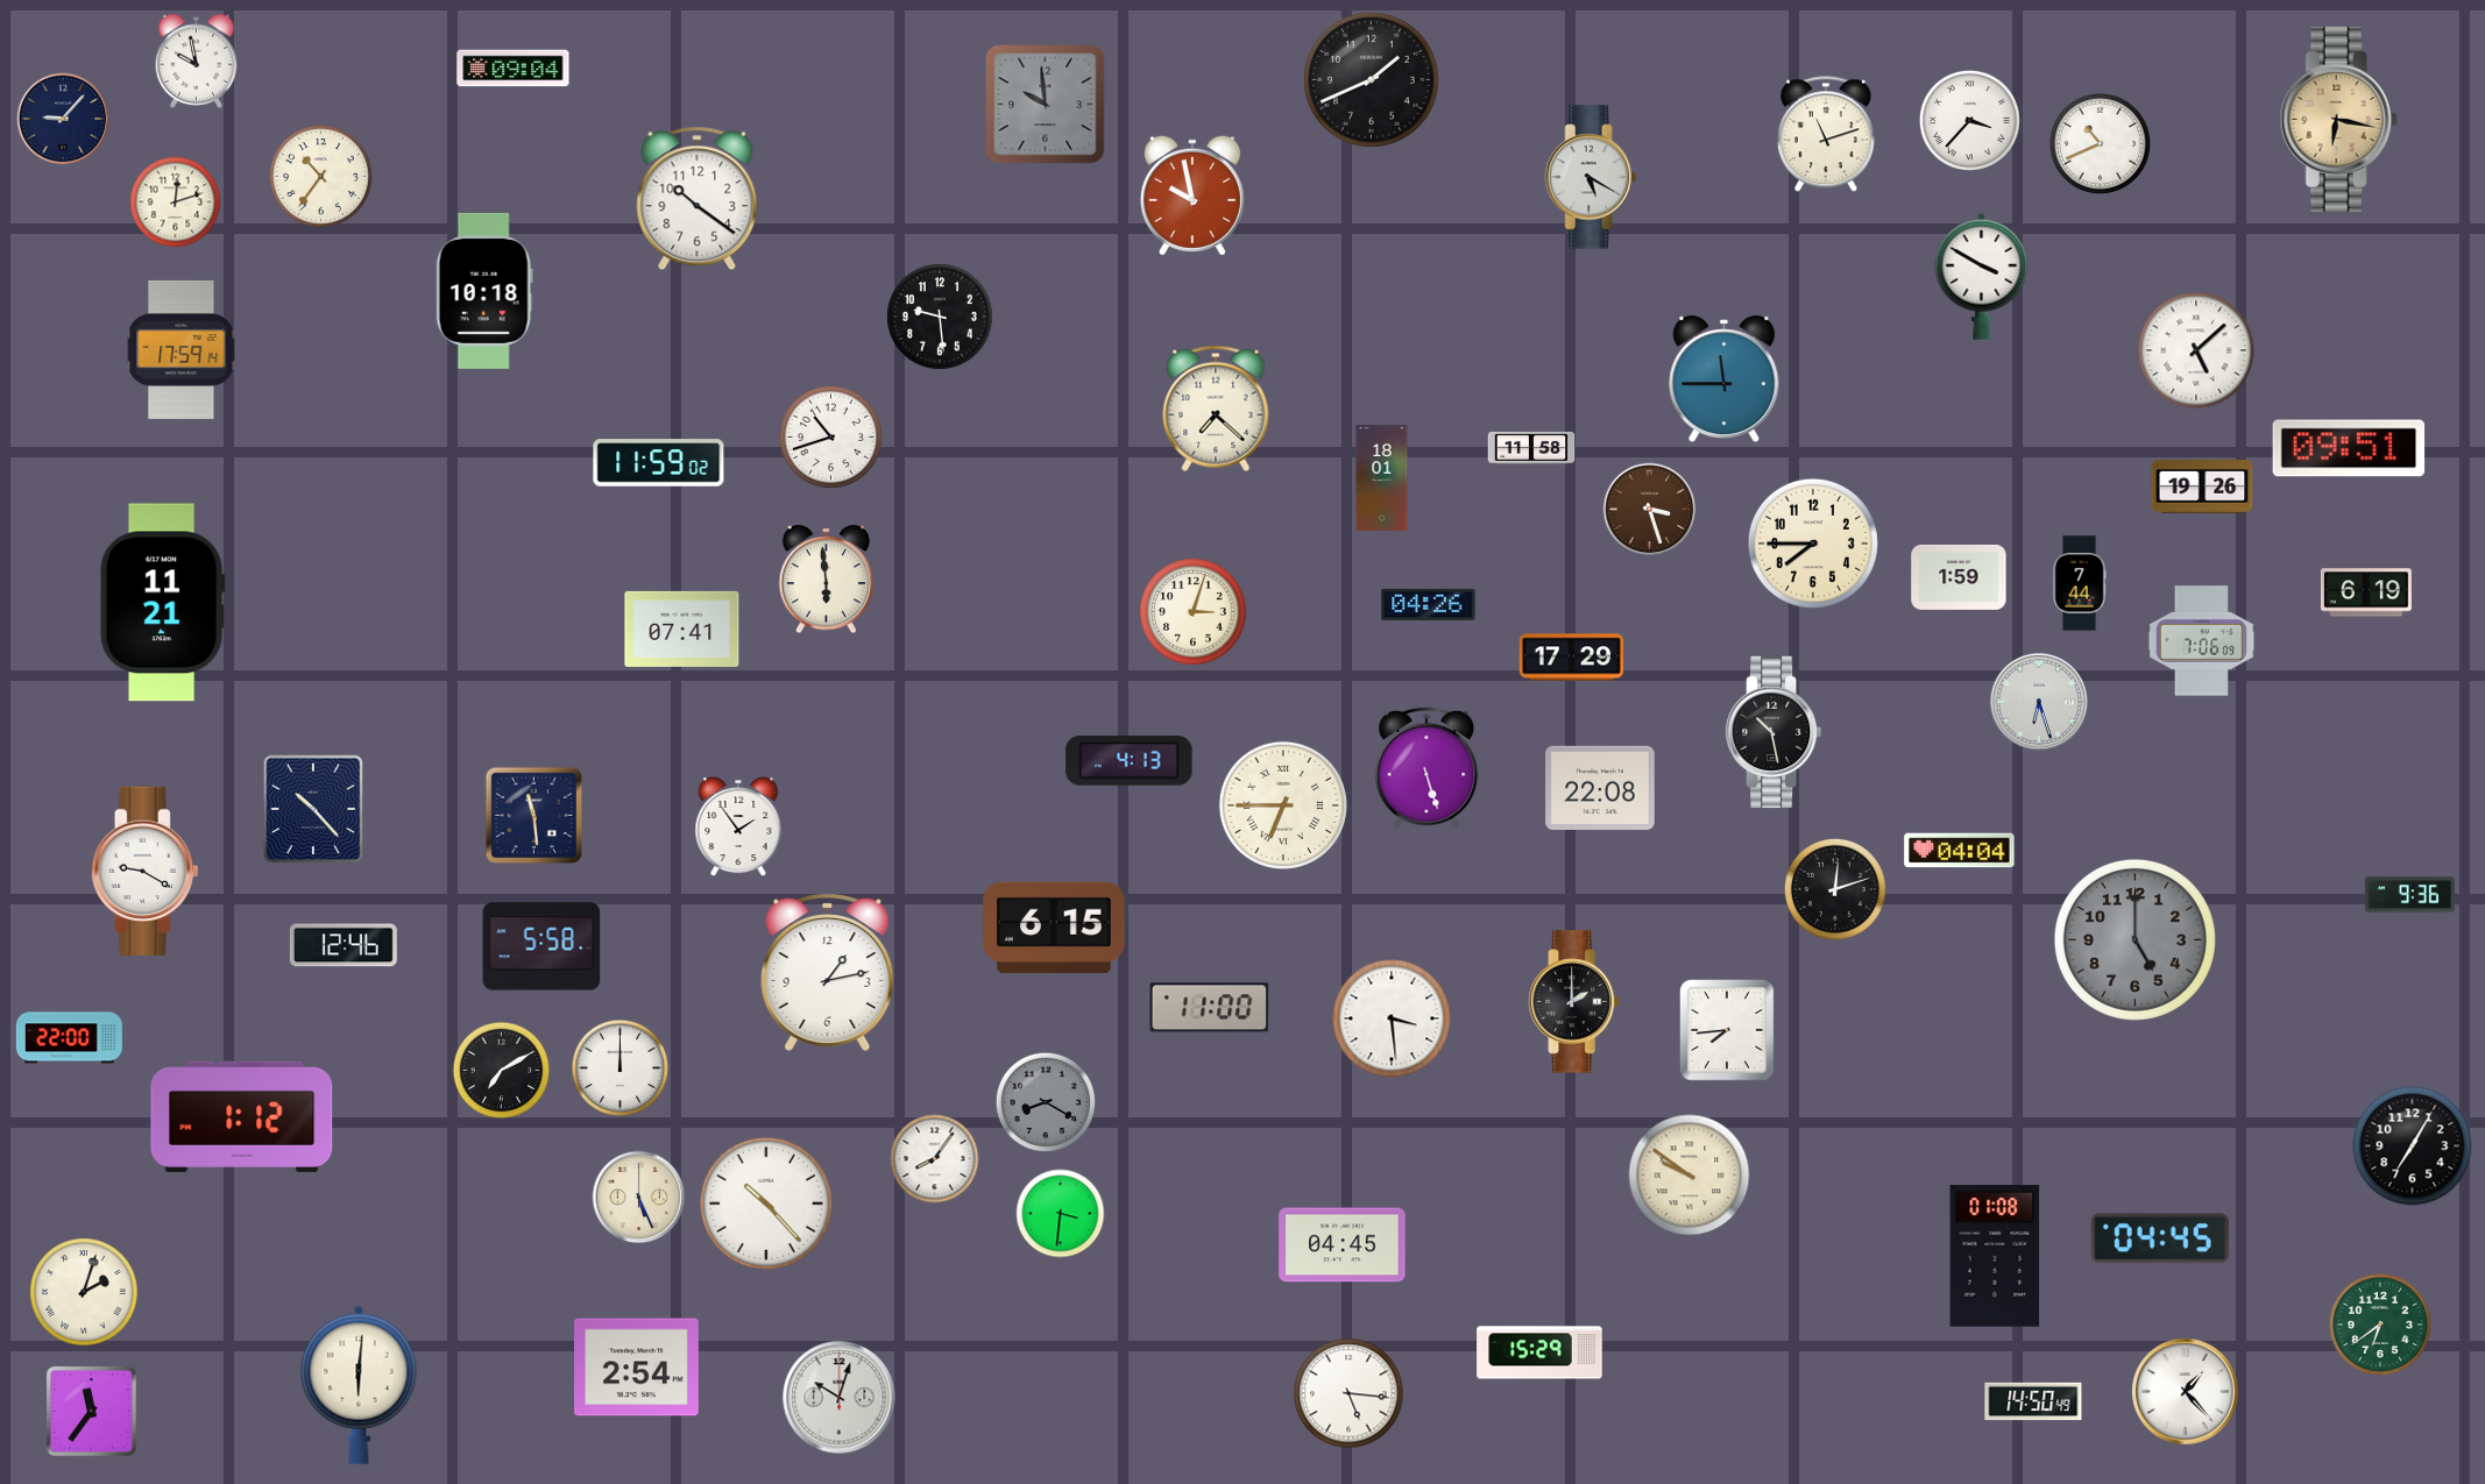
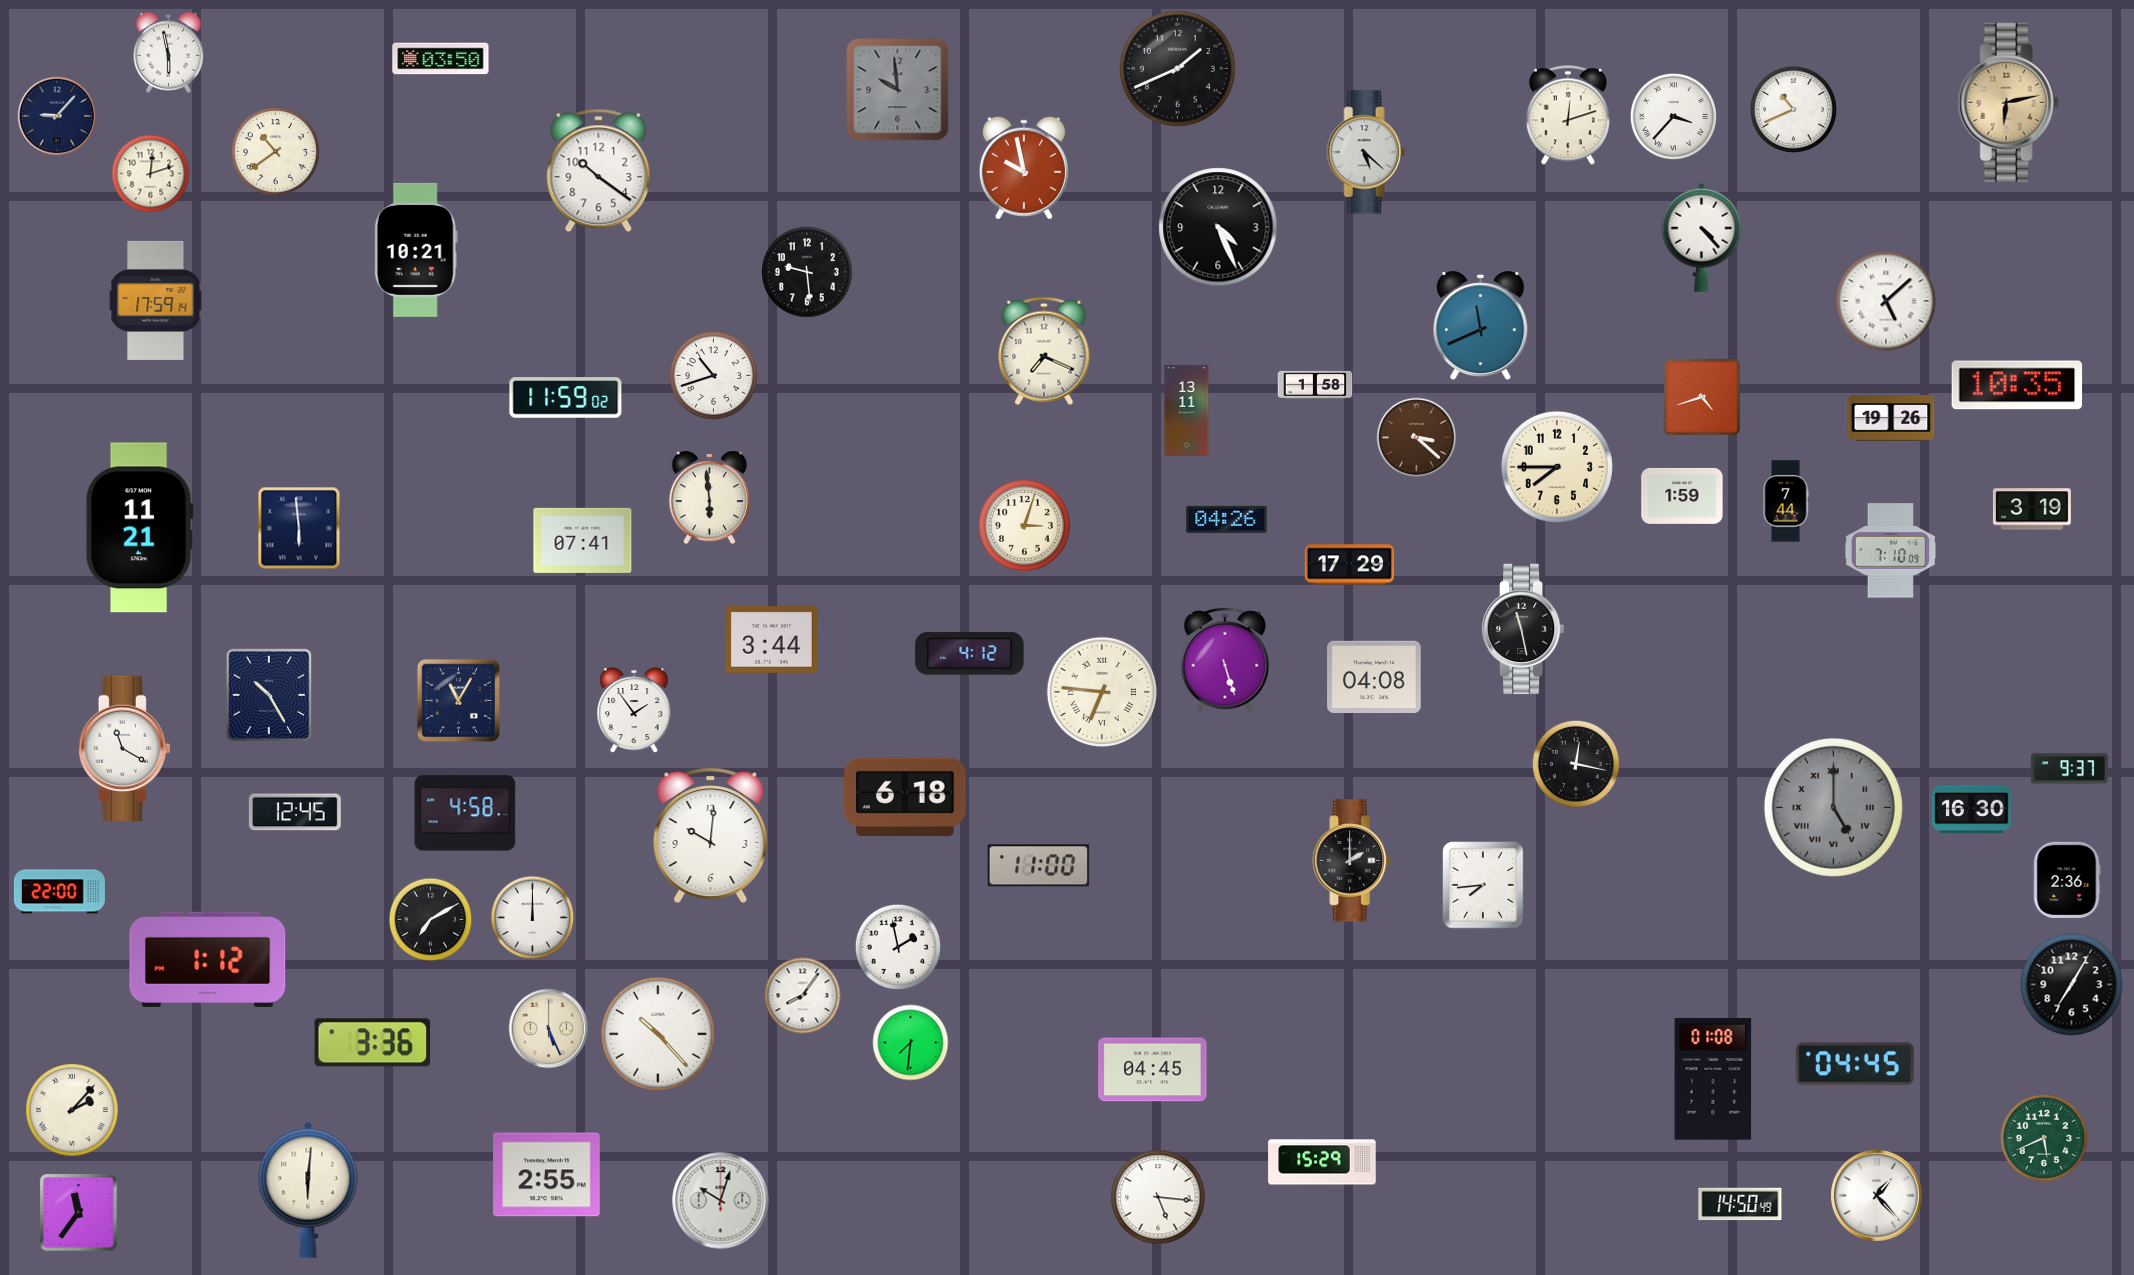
clock at (197, 61): 9:58 -> 5:58
clock at (514, 69): 09:04 -> 03:50
clock at (63, 119) position: (63, 119) -> (57, 116)
clock at (2338, 119): 6:17 -> 6:13
clock at (1969, 120) position: (1969, 120) -> (1673, 116)
clock at (1826, 134): 11:12 -> 12:12
clock at (2100, 143) position: (2100, 143) -> (1793, 109)
clock at (320, 176): 10:36 -> 10:39
clock at (1591, 177): 5:20 -> 5:22
clock at (1218, 227): none -> 4:26
clock at (1982, 276): 3:50 -> 4:23
clock at (484, 291): 10:18 -> 10:21
clock at (1725, 379): 11:45 -> 11:41
clock at (1216, 409): 7:22 -> 7:19
clock at (1531, 448): 11:58 -> 1:58
clock at (2349, 448): 09:51 -> 10:35
clock at (1702, 397): none -> 4:42
clock at (1382, 477): 18:01 -> 13:11
clock at (1650, 510): 3:27 -> 3:22
clock at (2366, 592): 6:19 -> 3:19
clock at (162, 603) position: (162, 603) -> (139, 528)
clock at (299, 528): none -> 5:59
clock at (682, 629) position: (682, 629) -> (583, 540)
clock at (2202, 641): 7:06 -> 7:10
clock at (2038, 701): 6:27 -> none
clock at (1774, 732): 10:28 -> 11:28
clock at (772, 640): none -> 3:44
clock at (1130, 761): 4:13 -> 4:12
clock at (1600, 787): 22:08 -> 04:08
clock at (1283, 805): 6:45 -> 6:46
clock at (313, 809): 10:23 -> 10:25
clock at (534, 816): 11:29 -> 11:05
clock at (1960, 851): 04:04 -> none
clock at (144, 871): 9:20 -> 11:20
clock at (1835, 889): 12:12 -> 12:17
clock at (2409, 895): 9:36 -> 9:37
clock at (1054, 928): 6:15 -> 6:18
clock at (2134, 939) numerals: Arabic -> Roman
clock at (1972, 810): none -> 16:30
clock at (344, 945): 12:46 -> 12:45
clock at (541, 946): 5:58 -> 4:58
clock at (828, 972): 1:13 -> 10:01
clock at (1392, 1018): 3:29 -> none
clock at (2067, 880): none -> 2:36
clock at (1045, 1101): 8:20 -> 1:58
clock at (1045, 1101) dial: grey -> white
clock at (1690, 1176): 9:51 -> none
clock at (373, 1043): none -> 3:36
clock at (1061, 1214): 3:31 -> 7:31
clock at (84, 1292): 2:03 -> 2:07
clock at (2380, 1325): 6:39 -> 5:41
clock at (637, 1368): 2:54 -> 2:55
clock at (2033, 1401) position: (2033, 1401) -> (1740, 1204)
